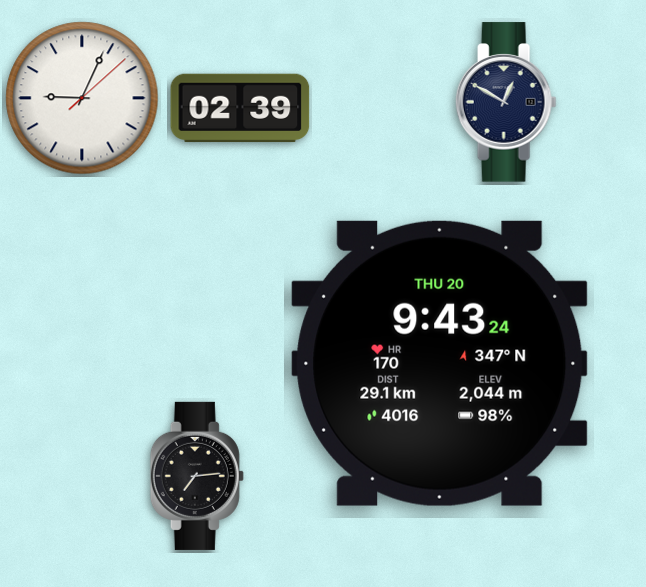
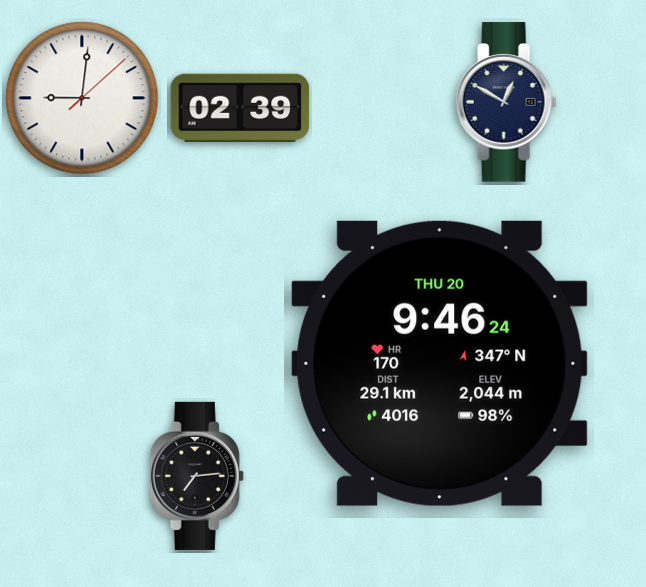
clock at (82, 98): 9:04 -> 9:01
clock at (440, 363): 9:43 -> 9:46
